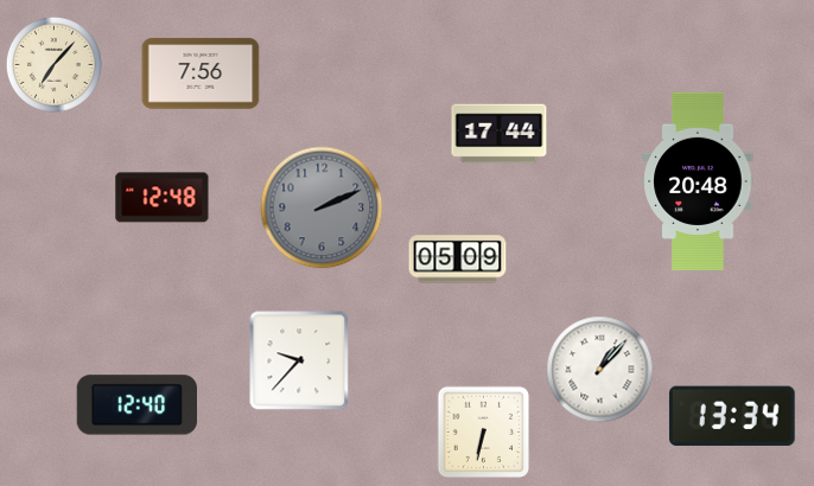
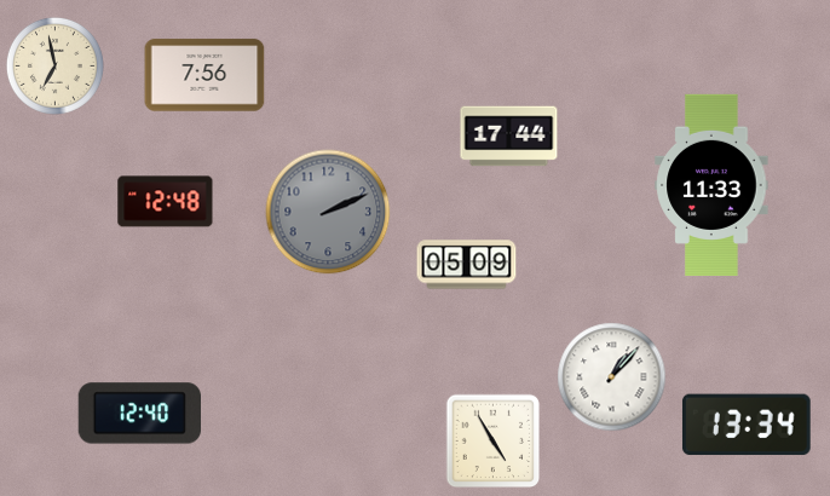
clock at (53, 64): 7:07 -> 6:58
clock at (698, 181): 20:48 -> 11:33
clock at (299, 360): 9:37 -> none
clock at (484, 433): 6:32 -> 4:55
